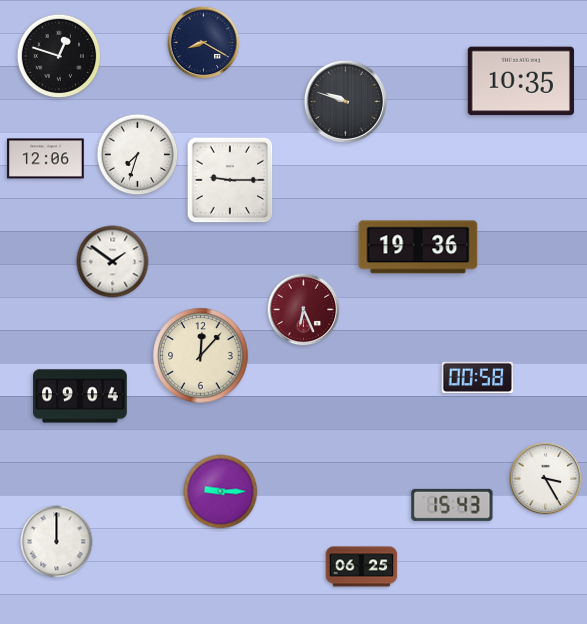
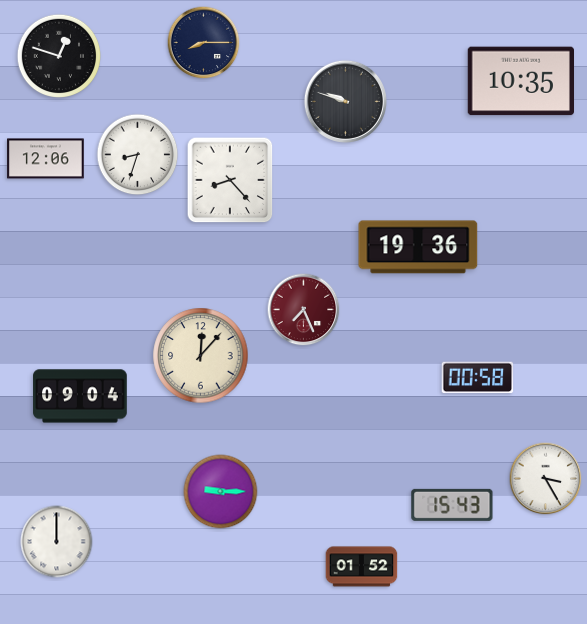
clock at (204, 43): 8:20 -> 8:15
clock at (138, 155): 7:33 -> 8:33
clock at (230, 180): 9:15 -> 8:23
clock at (113, 262): 1:51 -> none
clock at (304, 310): 6:26 -> 7:26
clock at (362, 567): 06:25 -> 01:52
